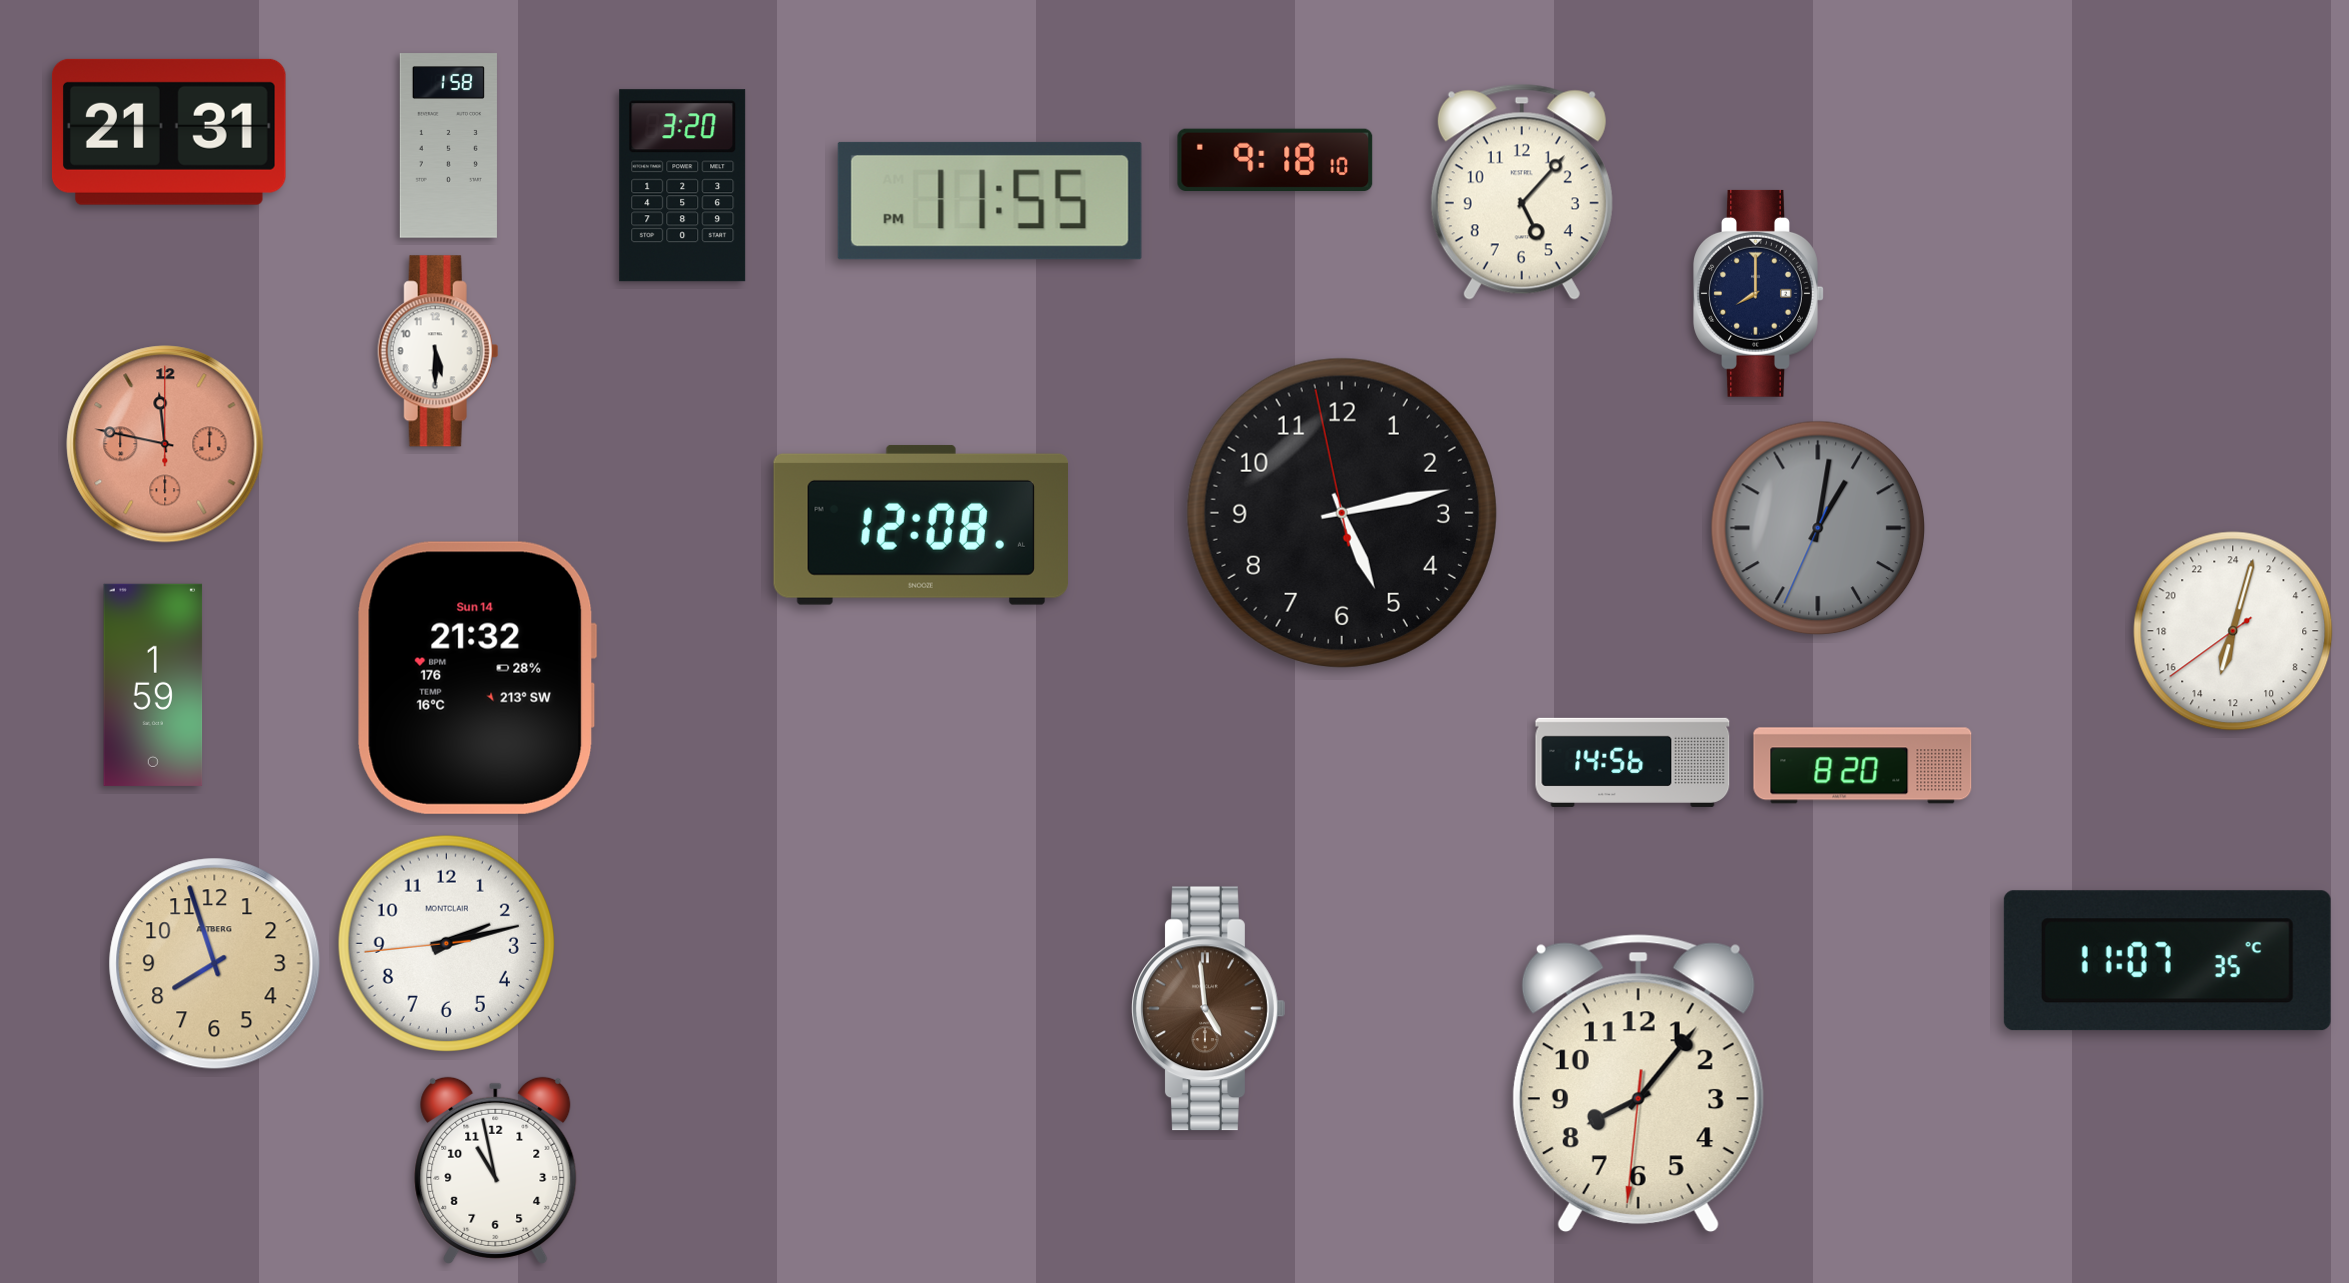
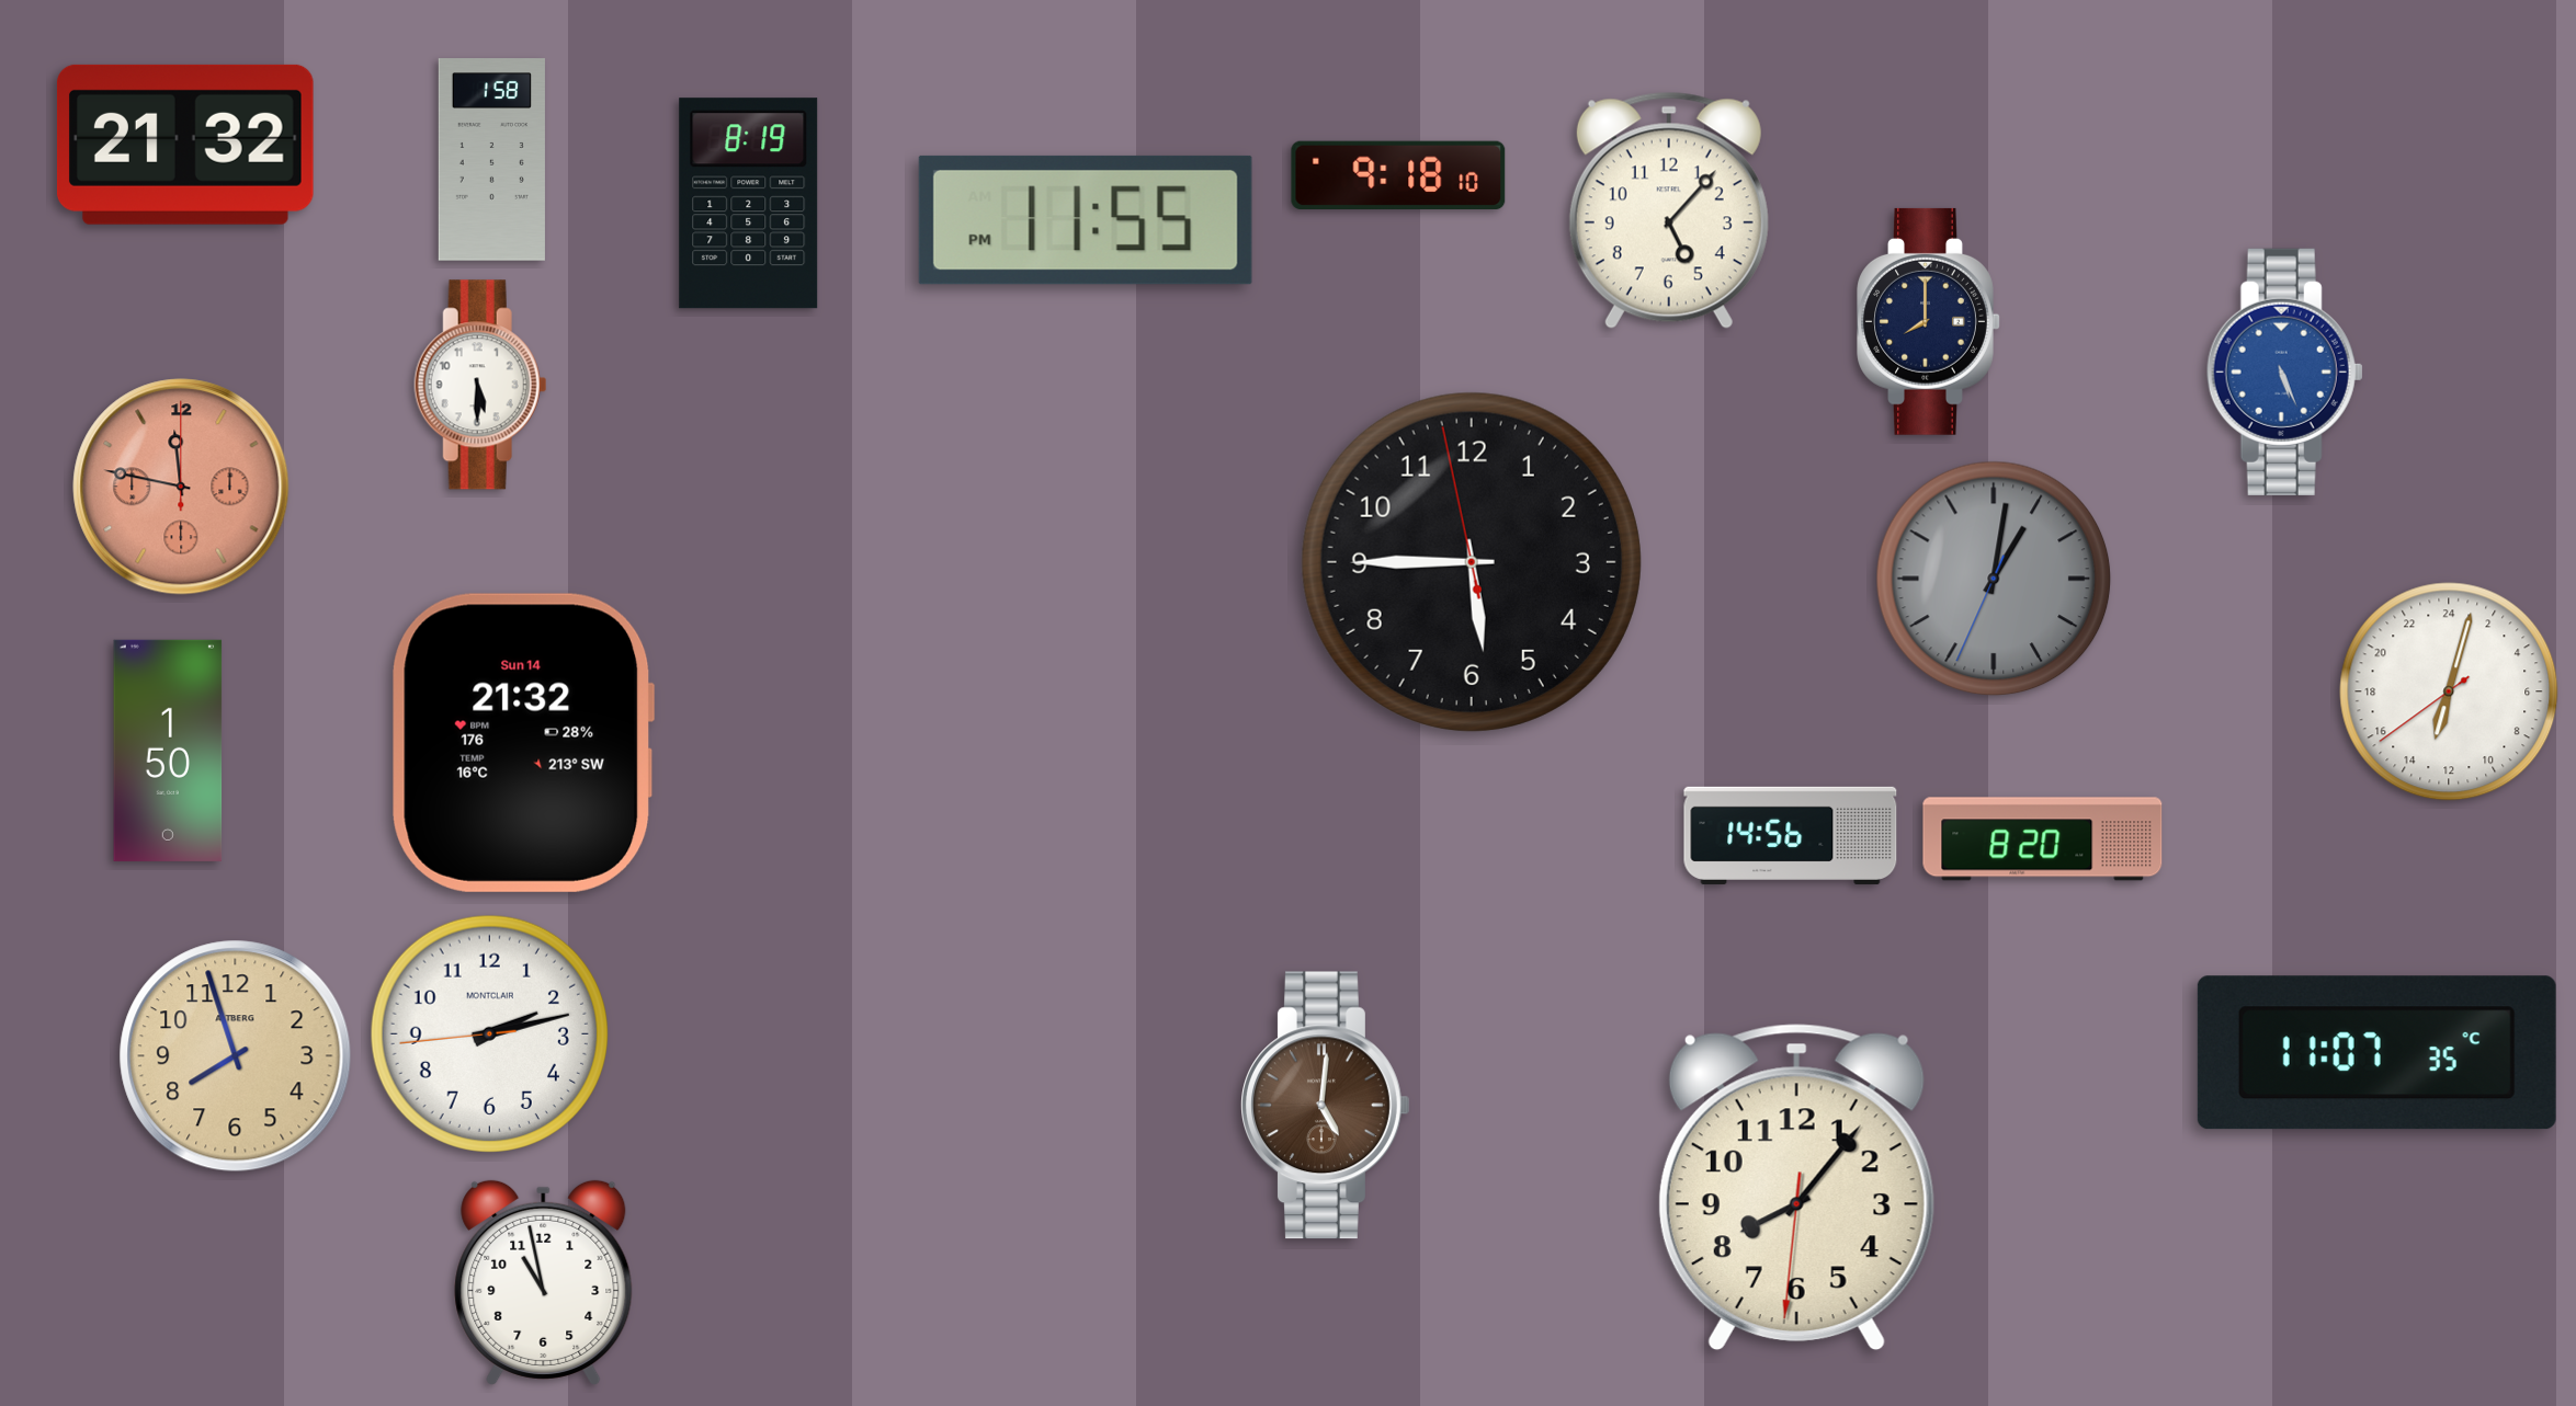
clock at (169, 132): 21:31 -> 21:32
clock at (683, 186): 3:20 -> 8:19
clock at (2284, 371): none -> 5:26
clock at (1342, 513): 5:12 -> 5:44
clock at (920, 525): 12:08 -> none
clock at (153, 685): 1:59 -> 1:50
clock at (1209, 1009): 4:59 -> 5:01
